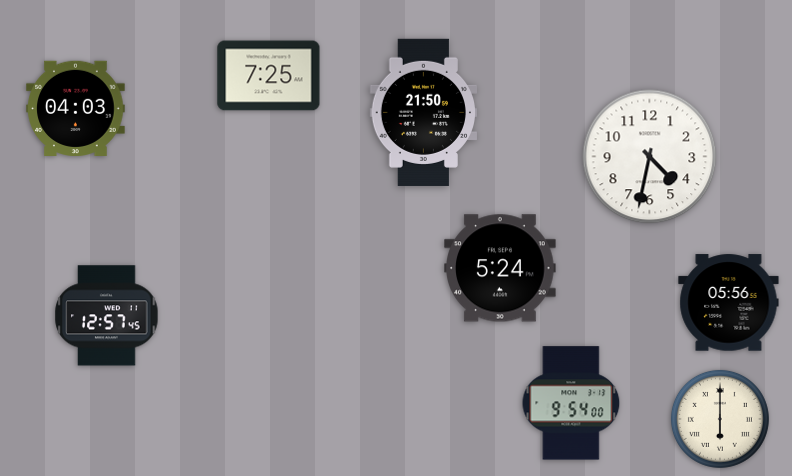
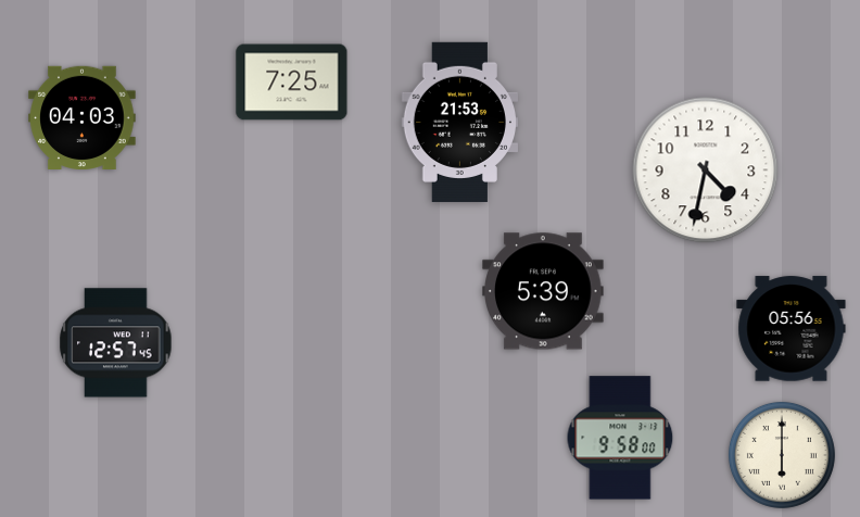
clock at (423, 112): 21:50 -> 21:53
clock at (500, 268): 5:24 -> 5:39
clock at (571, 403): 9:54 -> 9:58
